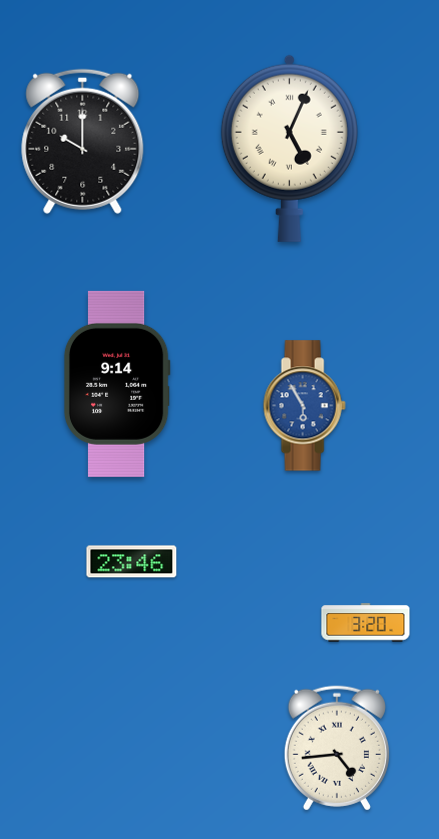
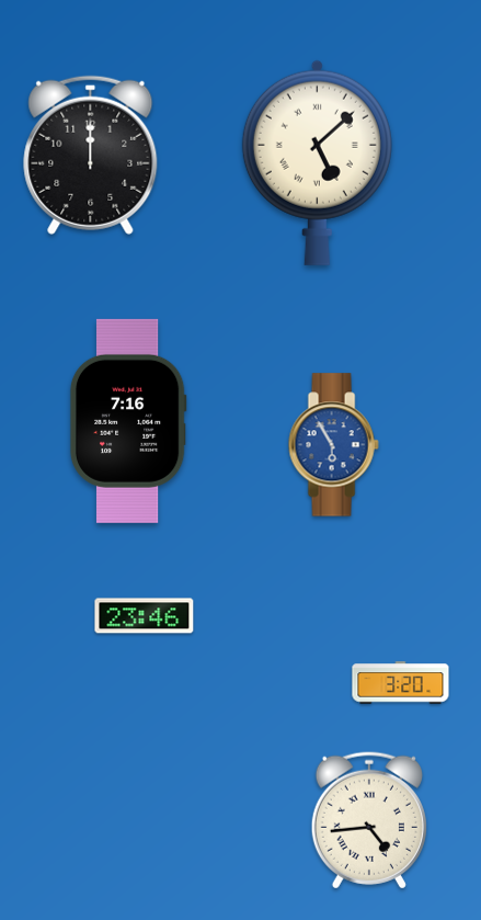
clock at (83, 141): 10:00 -> 12:00
clock at (289, 148): 5:04 -> 5:08
clock at (117, 384): 9:14 -> 7:16
